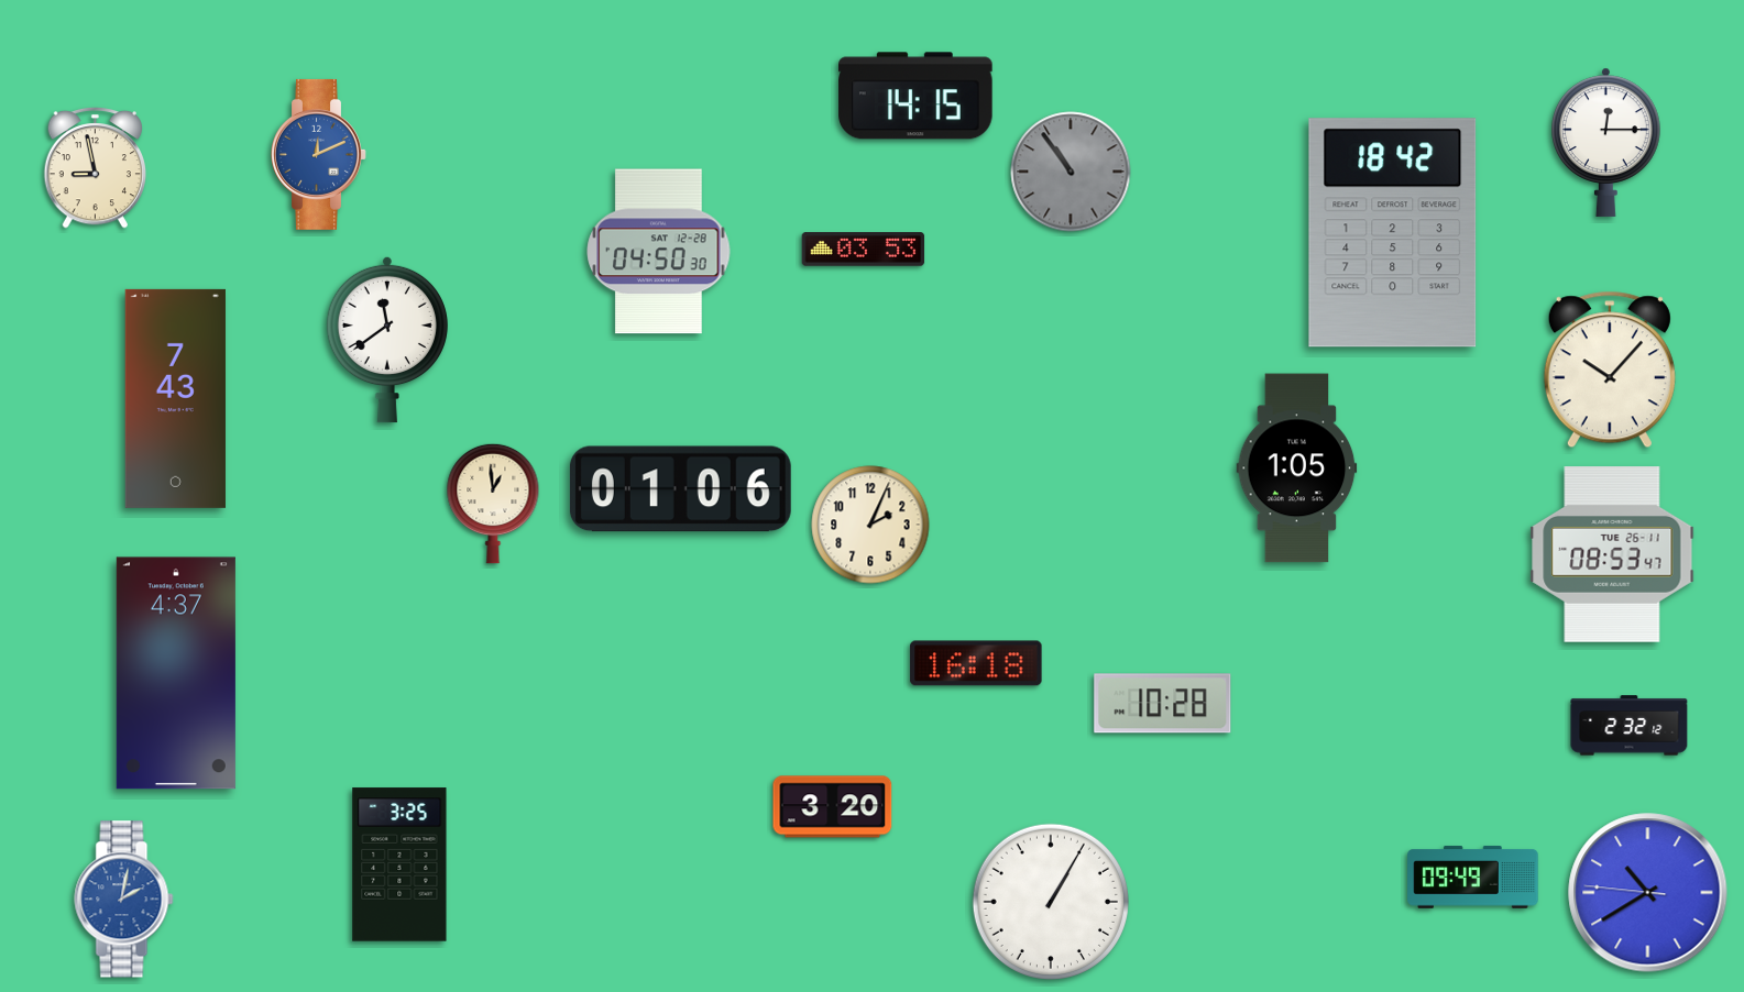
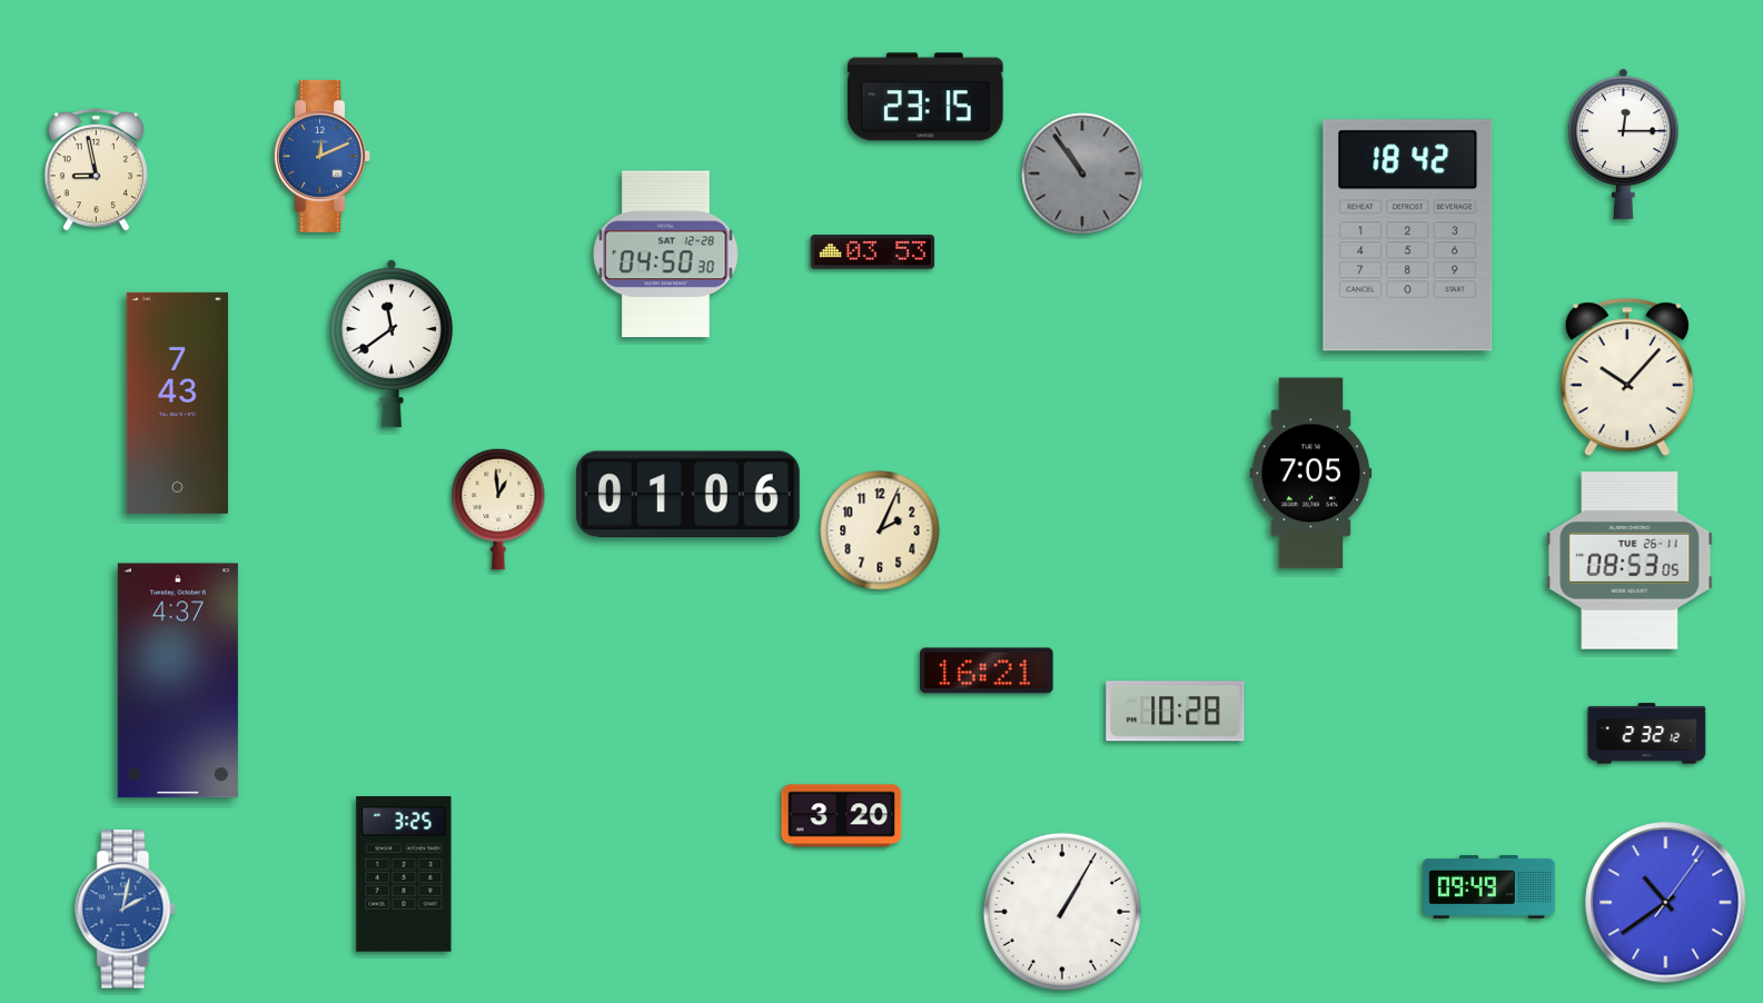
clock at (915, 96): 14:15 -> 23:15
clock at (1610, 370) position: (1610, 370) -> (1627, 377)
clock at (1297, 469): 1:05 -> 7:05
clock at (1612, 555): 08:53:47 -> 08:53:05
clock at (976, 663): 16:18 -> 16:21
clock at (1648, 893): 10:39:46 -> 10:39:06
